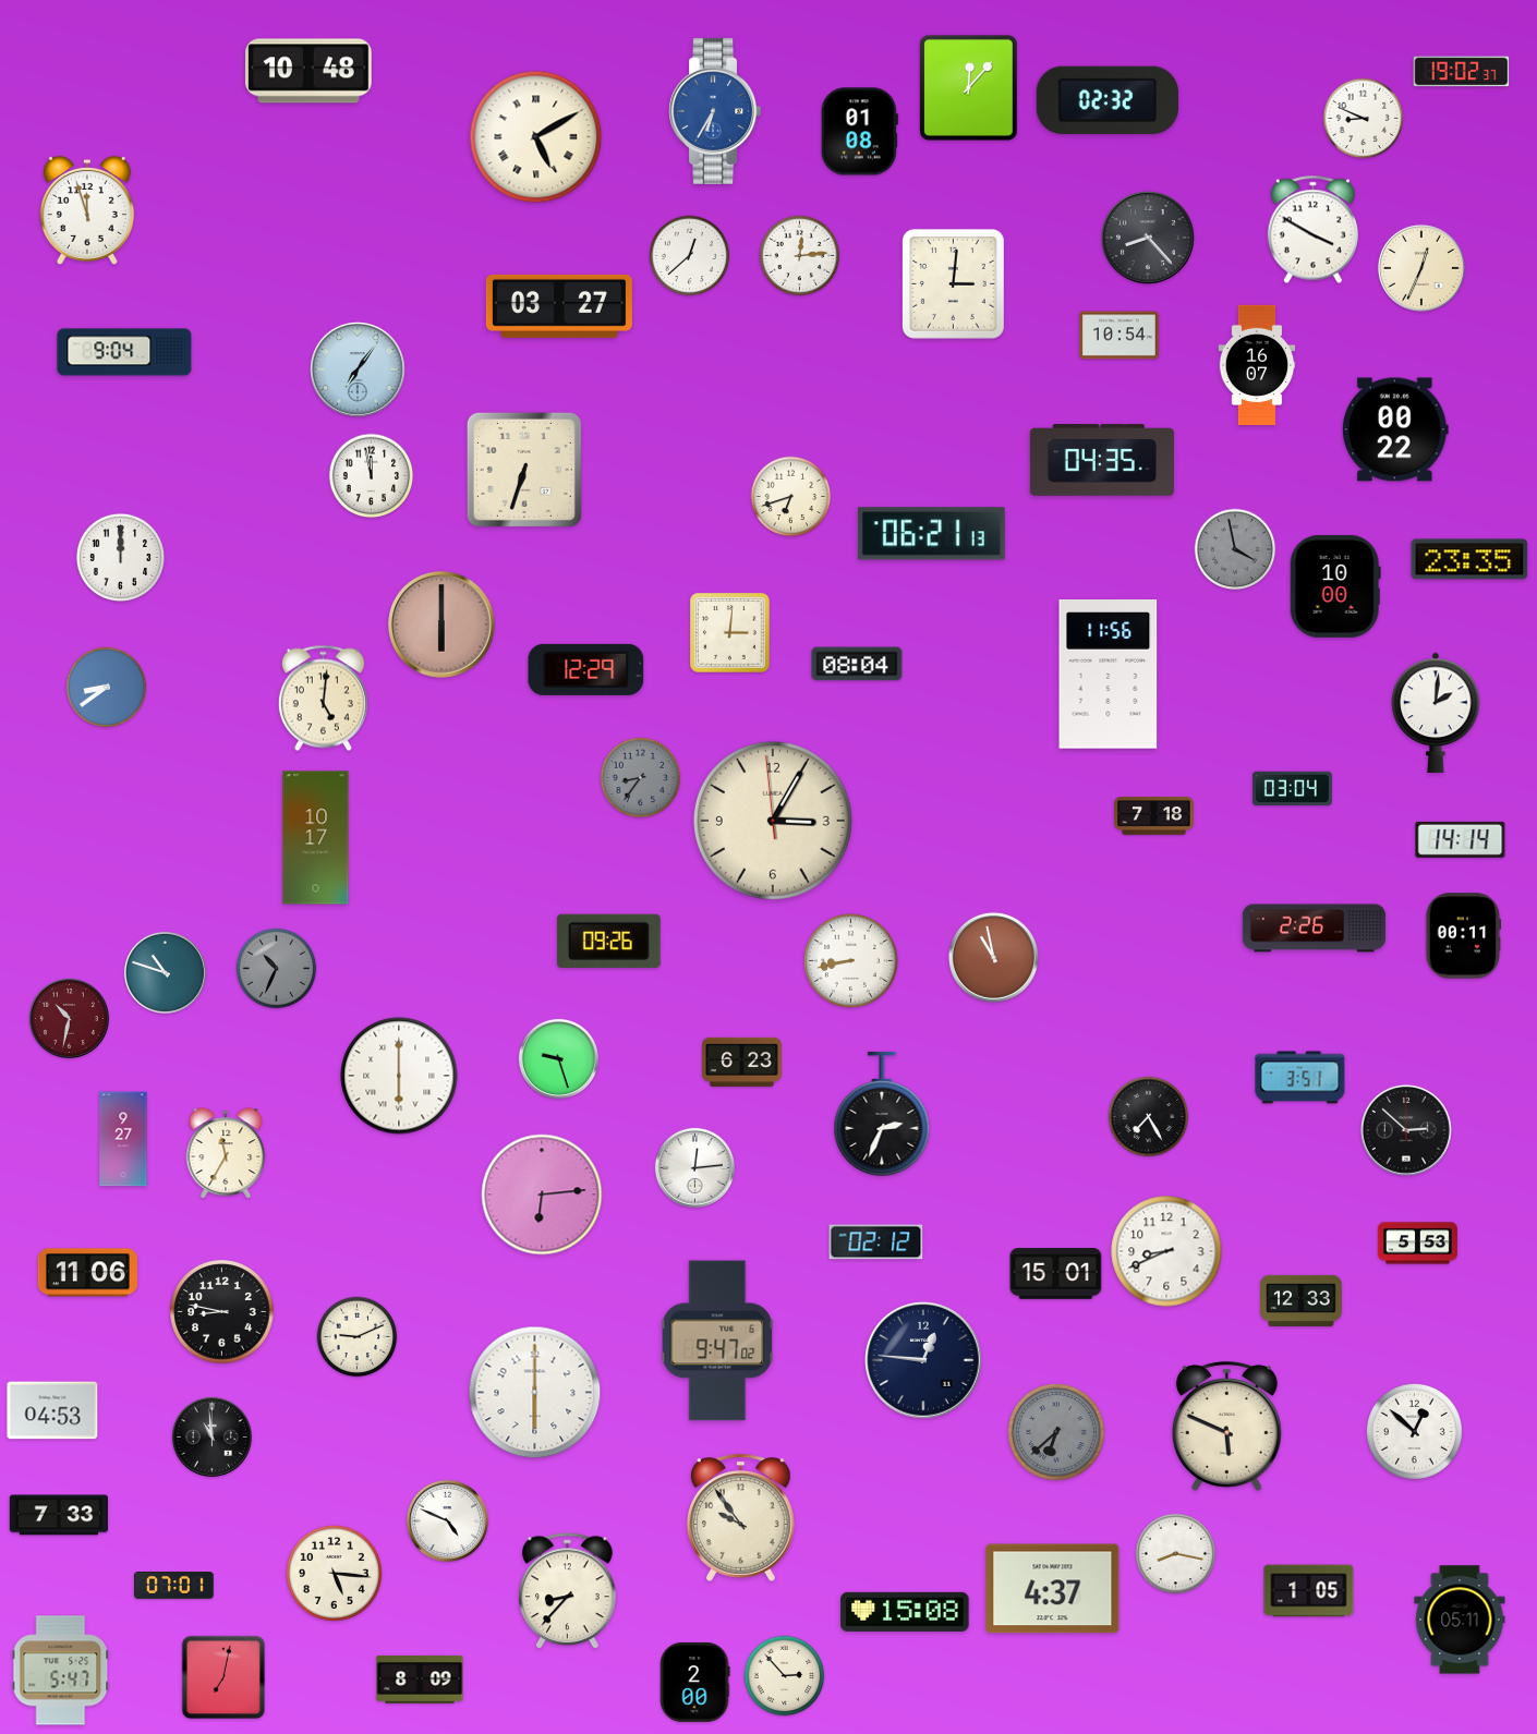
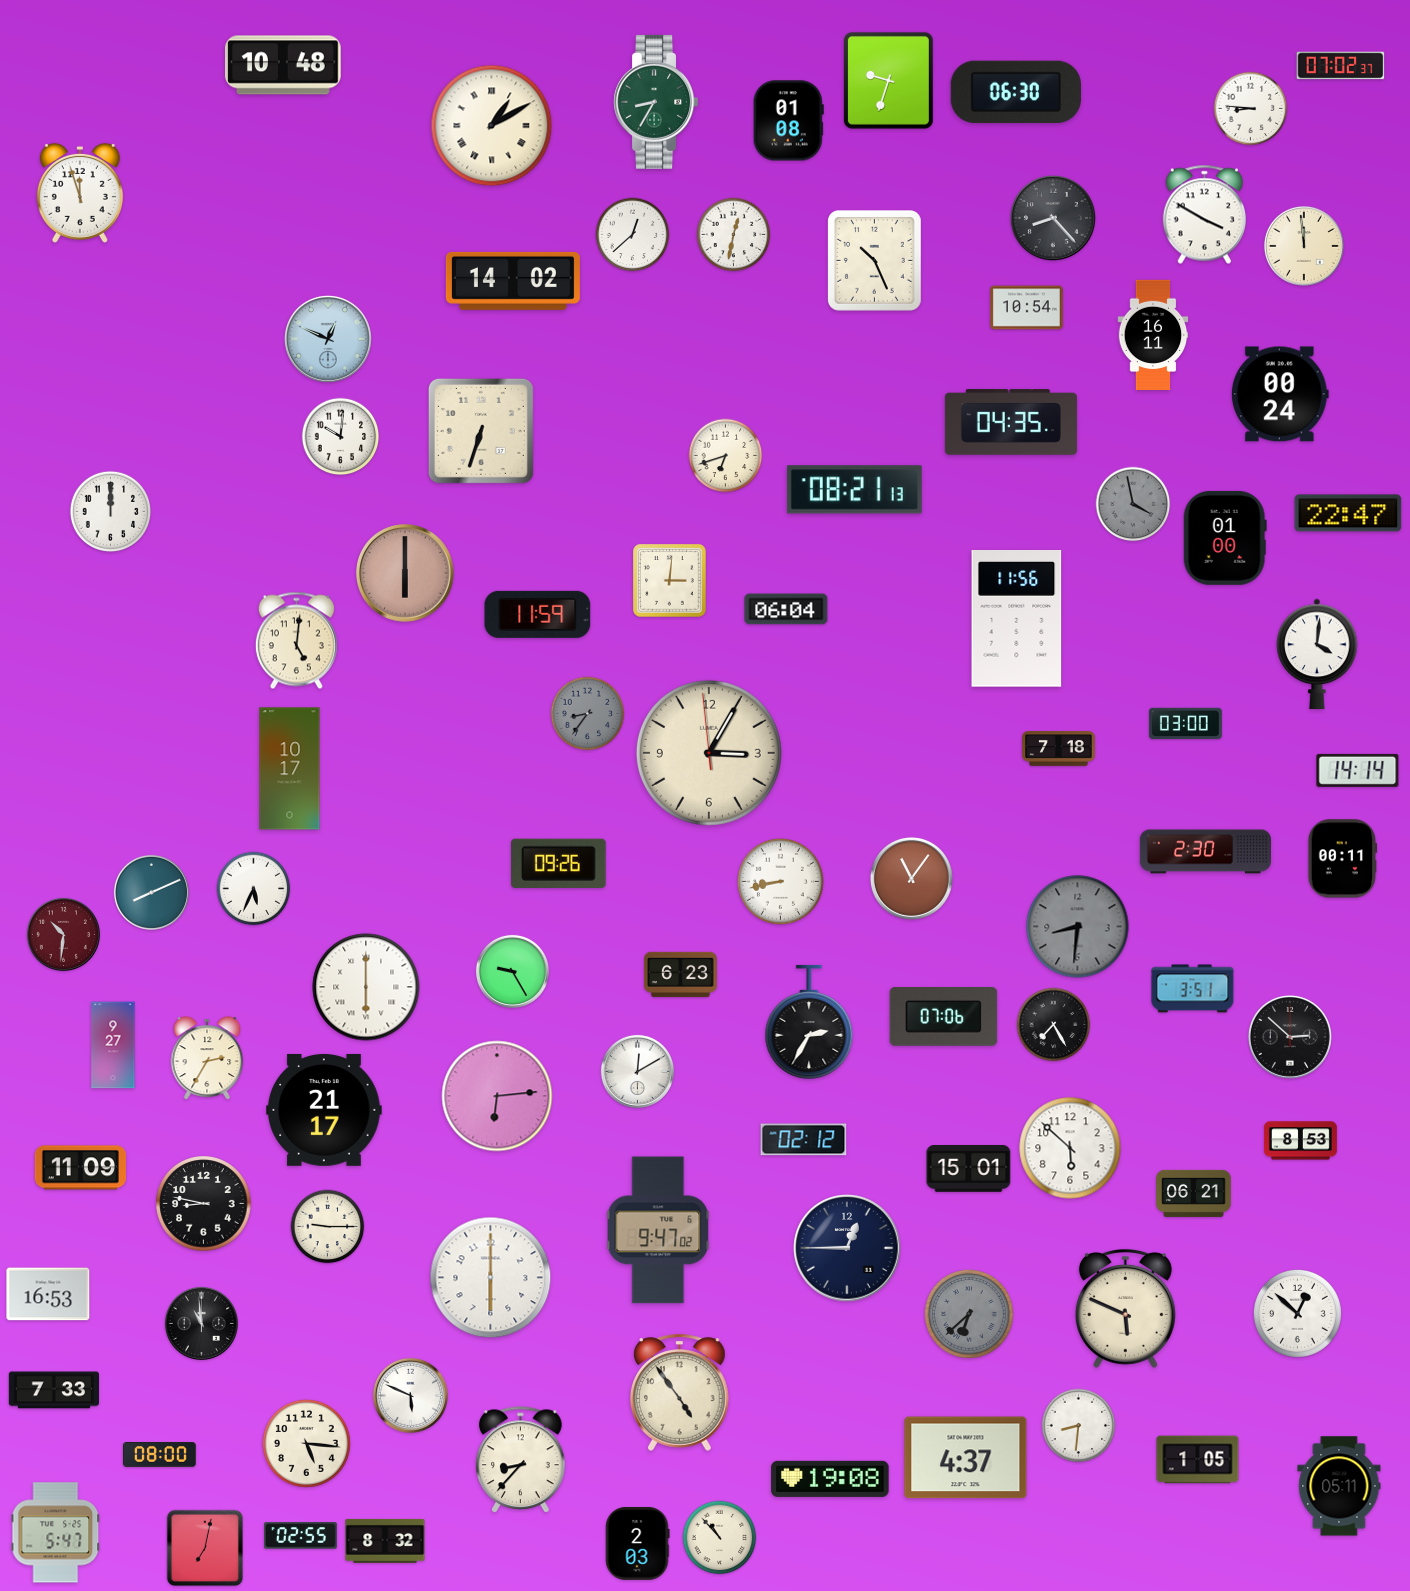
clock at (1462, 72): 19:02 -> 07:02
clock at (968, 87): 12:07 -> 9:33
clock at (1108, 99): 02:32 -> 06:30
clock at (714, 111): 6:35 -> 8:35
clock at (714, 111) dial: blue -> green
clock at (1364, 119): 8:49 -> 8:46
clock at (536, 137): 5:10 -> 1:10
clock at (1312, 230) position: (1312, 230) -> (1204, 215)
clock at (800, 256): 12:14 -> 12:32
clock at (1421, 268): 12:34 -> 11:59
clock at (953, 284): 3:01 -> 10:26
clock at (559, 306): 03:27 -> 14:02
clock at (124, 352): 9:04 -> none
clock at (1257, 365): 16:07 -> 16:11
clock at (358, 369): 7:06 -> 12:49
clock at (1395, 429): 00:22 -> 00:24
clock at (372, 476): 11:58 -> 10:01
clock at (931, 534): 06:21 -> 08:21
clock at (1469, 559): 23:35 -> 22:47
clock at (1335, 586): 10:00 -> 01:00
clock at (857, 664): 08:04 -> 06:04
clock at (586, 669): 12:29 -> 11:59
clock at (107, 688): 8:39 -> none
clock at (1436, 712): 2:01 -> 4:01
clock at (1292, 788): 03:04 -> 03:00
clock at (1461, 839) position: (1461, 839) -> (1358, 770)
clock at (1314, 929): 2:26 -> 2:30
clock at (993, 957): 10:58 -> 11:06
clock at (277, 969): 10:34 -> 5:34
clock at (277, 969) dial: grey -> white
clock at (165, 972): 10:48 -> 8:11
clock at (1078, 927): none -> 8:31
clock at (69, 1018): 10:32 -> 10:31
clock at (558, 1058): 9:27 -> 9:25
clock at (944, 1017): none -> 07:06
clock at (882, 1114): 2:34 -> 2:35
clock at (226, 1153): 11:35 -> 2:35
clock at (694, 1167): 12:14 -> 12:10
clock at (324, 1110): none -> 21:17
clock at (1418, 1244): 5:53 -> 8:53
clock at (1166, 1251): 8:41 -> 5:52
clock at (87, 1273): 11:06 -> 11:09
clock at (1302, 1300): 12:33 -> 06:21
clock at (358, 1337): 9:11 -> 9:15
clock at (923, 1360): 12:46 -> 12:45
clock at (52, 1410): 04:53 -> 16:53
clock at (211, 1436) position: (211, 1436) -> (201, 1323)
clock at (741, 1517): 9:54 -> 4:54
clock at (447, 1520): 4:49 -> 5:49
clock at (1176, 1554): 8:17 -> 8:31
clock at (173, 1586): 07:01 -> 08:00
clock at (1309, 1591) position: (1309, 1591) -> (1198, 1460)
clock at (905, 1612): 15:08 -> 19:08
clock at (300, 1536): none -> 02:55
clock at (785, 1676): 2:53 -> 10:53
clock at (223, 1677) position: (223, 1677) -> (205, 1548)
clock at (420, 1680): 8:09 -> 8:32
clock at (694, 1682): 2:00 -> 2:03
